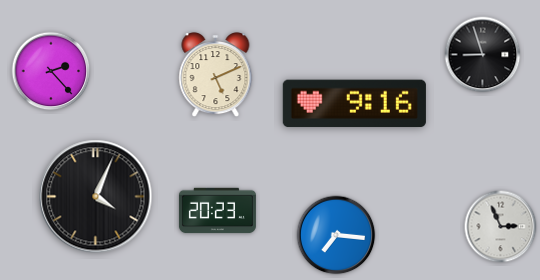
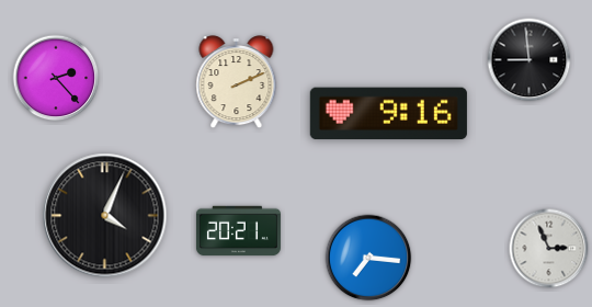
clock at (483, 55): 8:57 -> 8:59
clock at (216, 75): 5:11 -> 2:11
clock at (217, 211): 20:23 -> 20:21
